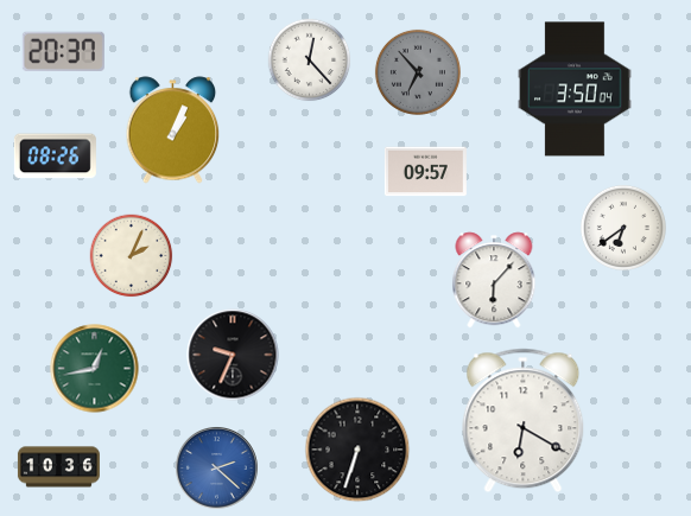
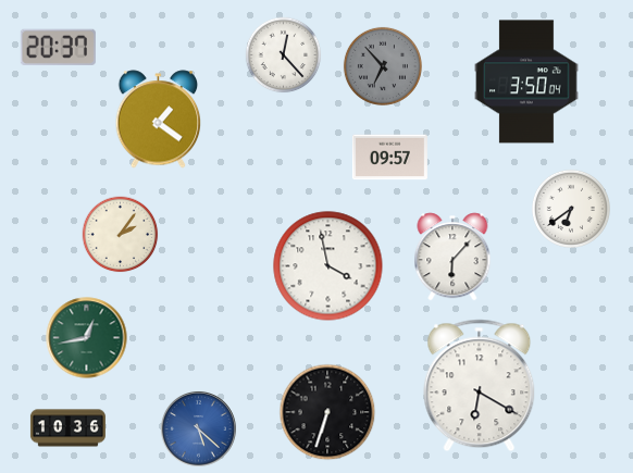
clock at (173, 130): 1:04 -> 1:21
clock at (55, 157): 08:26 -> none
clock at (132, 256): 2:04 -> 2:06
clock at (328, 266): none -> 3:58
clock at (233, 355): 9:34 -> none
clock at (58, 467) position: (58, 467) -> (67, 428)
clock at (217, 469): 2:22 -> 5:22
